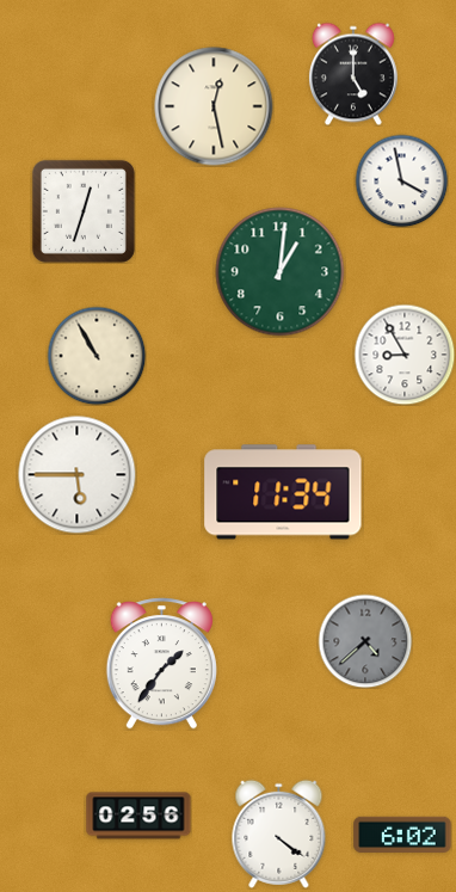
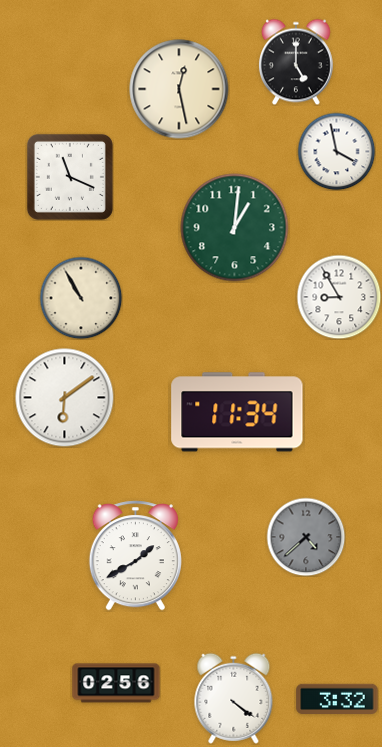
clock at (84, 211): 12:33 -> 11:19
clock at (78, 475): 5:45 -> 6:09
clock at (161, 664): 1:36 -> 1:40
clock at (402, 833): 6:02 -> 3:32
